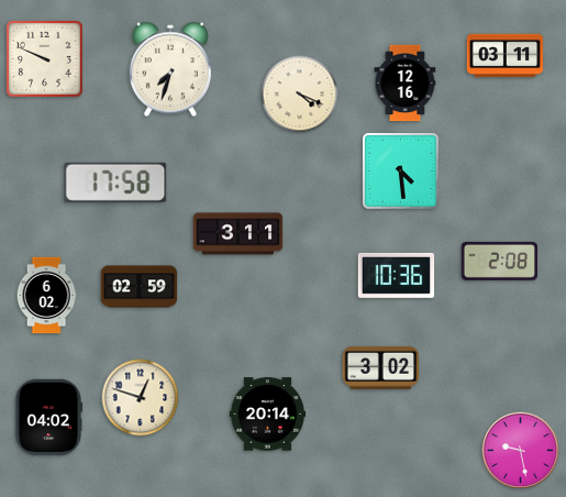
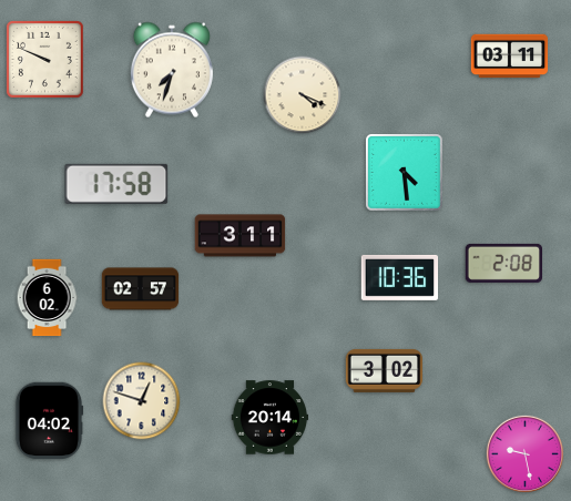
clock at (406, 84): 12:16 -> none
clock at (140, 287): 02:59 -> 02:57
